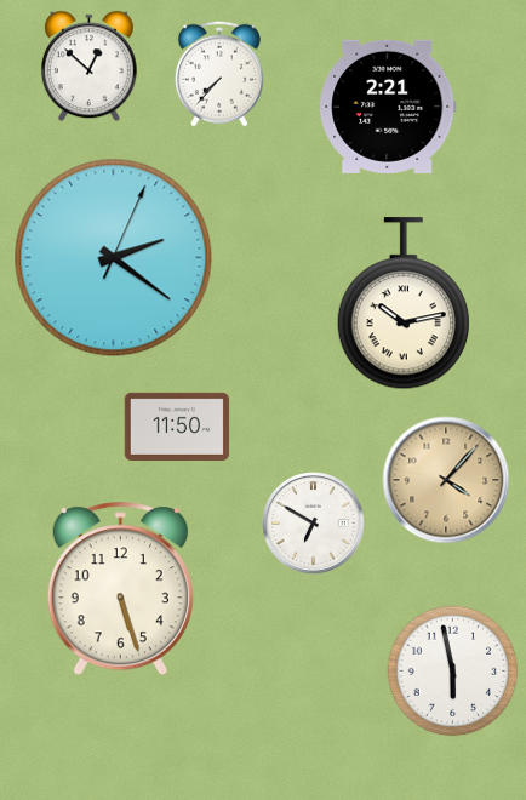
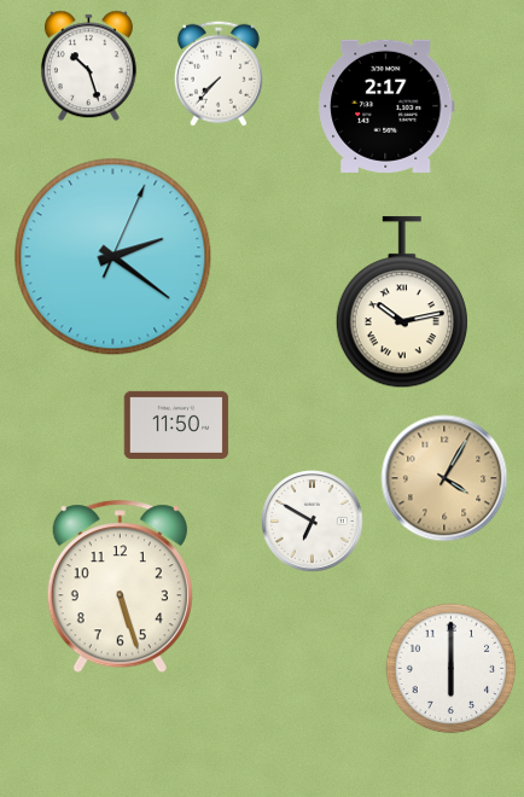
clock at (88, 67): 12:52 -> 10:27
clock at (388, 107): 2:21 -> 2:17
clock at (446, 480): 4:07 -> 4:05
clock at (453, 672): 5:58 -> 6:00
